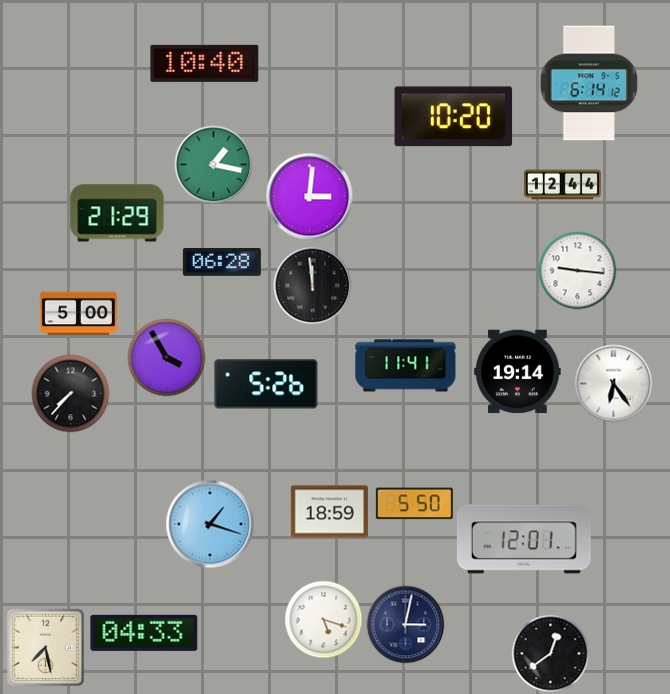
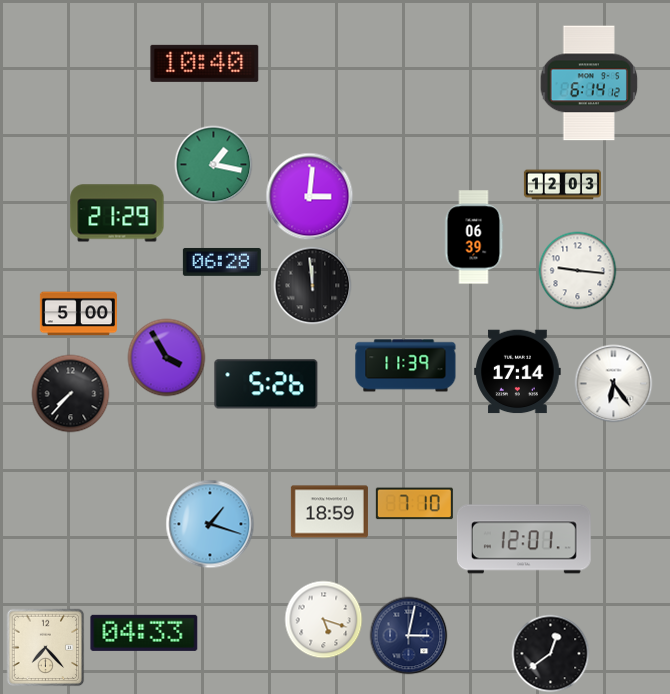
clock at (454, 117): 10:20 -> none
clock at (562, 185): 12:44 -> 12:03
clock at (474, 237): none -> 06:39
clock at (406, 366): 11:41 -> 11:39
clock at (518, 372): 19:14 -> 17:14
clock at (414, 504): 5:50 -> 7:10
clock at (405, 624) position: (405, 624) -> (408, 635)
clock at (45, 647): 7:28 -> 7:23
